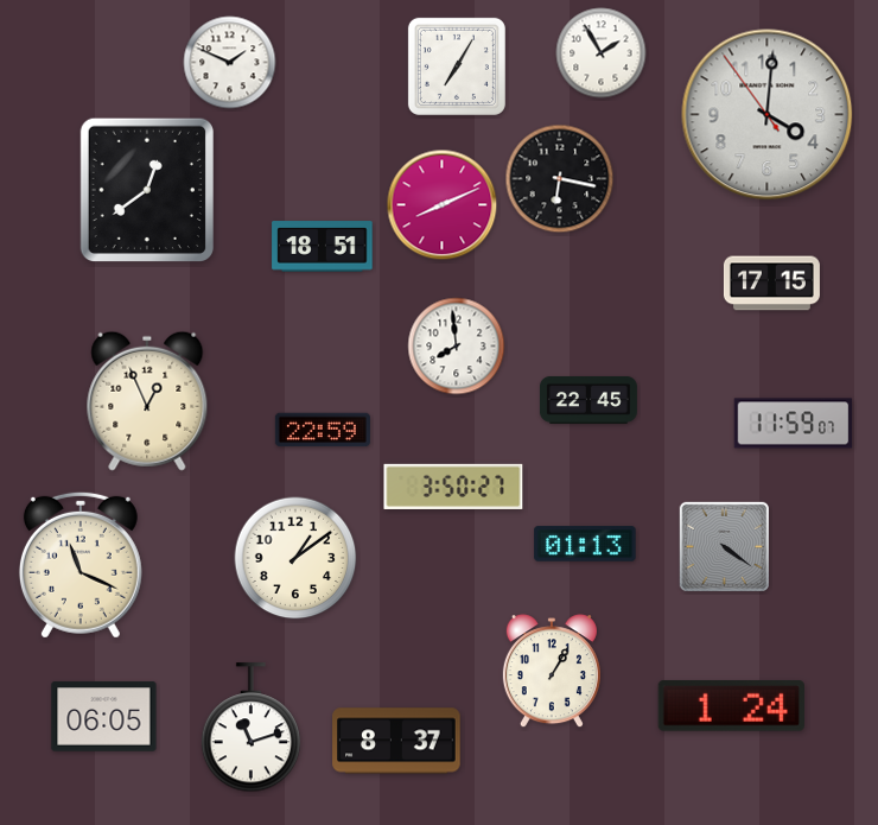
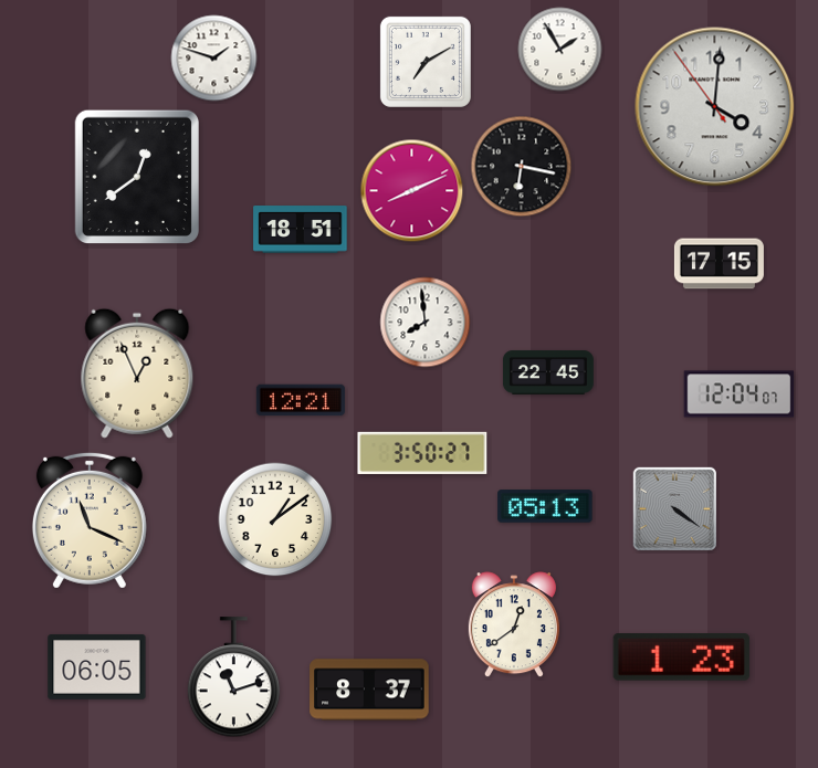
clock at (230, 63): 1:49 -> 1:48
clock at (457, 66): 7:05 -> 7:10
clock at (794, 424): 11:59 -> 12:04
clock at (323, 430): 22:59 -> 12:21
clock at (585, 544): 01:13 -> 05:13
clock at (81, 565) position: (81, 565) -> (90, 520)
clock at (552, 672): 1:05 -> 12:39
clock at (731, 706): 1:24 -> 1:23
